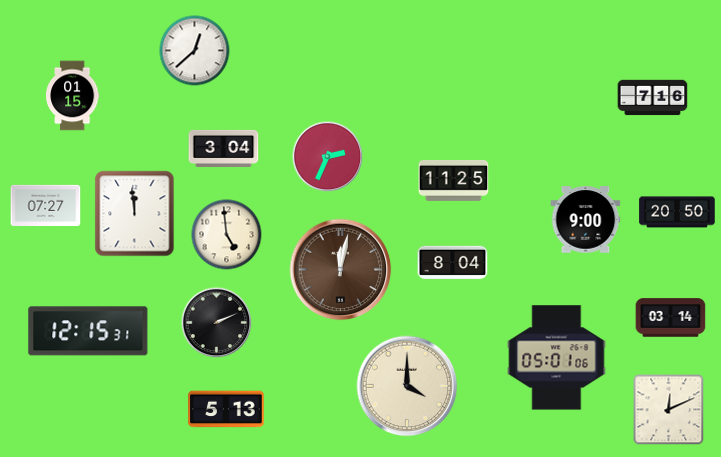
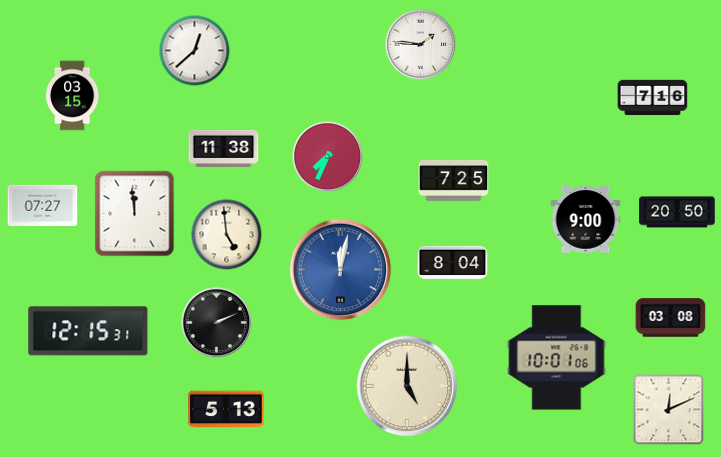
clock at (421, 45): none -> 1:46
clock at (72, 96): 01:15 -> 03:15
clock at (224, 148): 3:04 -> 11:38
clock at (328, 157): 2:34 -> 7:34
clock at (454, 180): 11:25 -> 7:25
clock at (46, 205) position: (46, 205) -> (43, 205)
clock at (341, 270) dial: brown -> blue
clock at (671, 318): 03:14 -> 03:08
clock at (557, 358): 05:01 -> 10:01
clock at (407, 386): 4:00 -> 5:00
